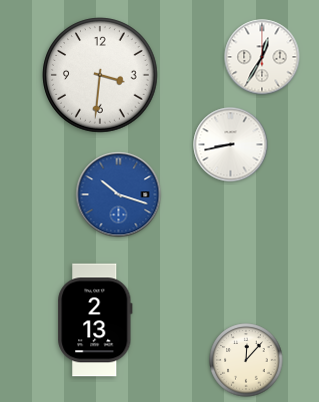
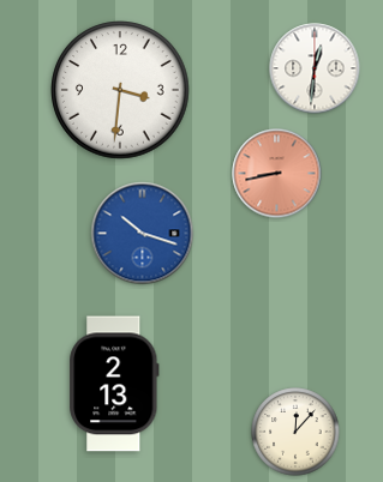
clock at (262, 57): 12:35 -> 12:31
clock at (231, 145) dial: white -> salmon
